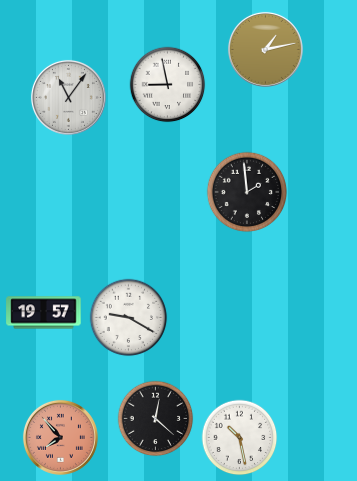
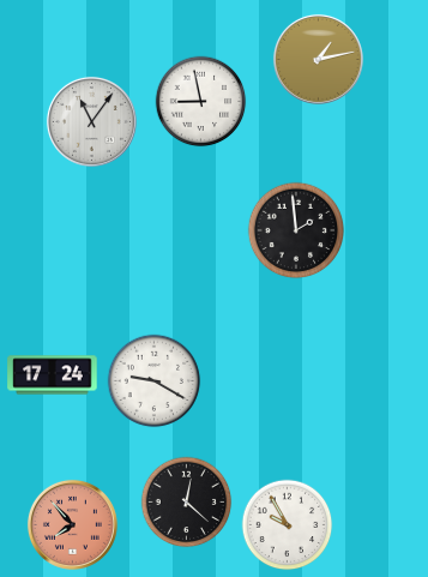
clock at (68, 97) position: (68, 97) -> (91, 121)
clock at (44, 313): 19:57 -> 17:24
clock at (240, 438): 10:28 -> 9:55
